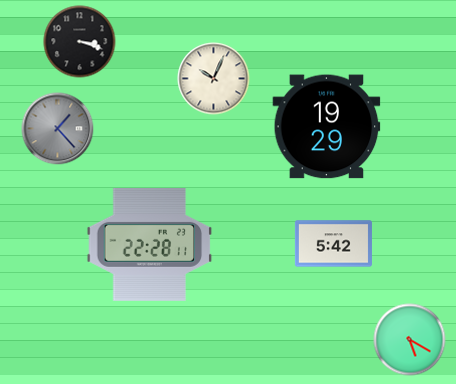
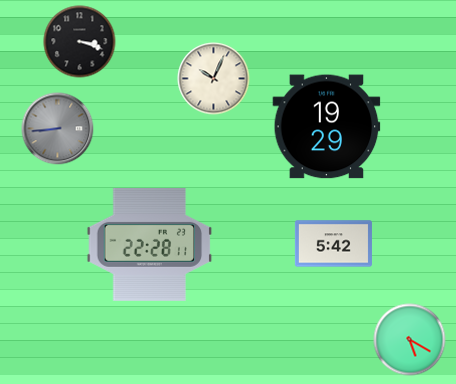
clock at (58, 129): 1:23 -> 8:44
